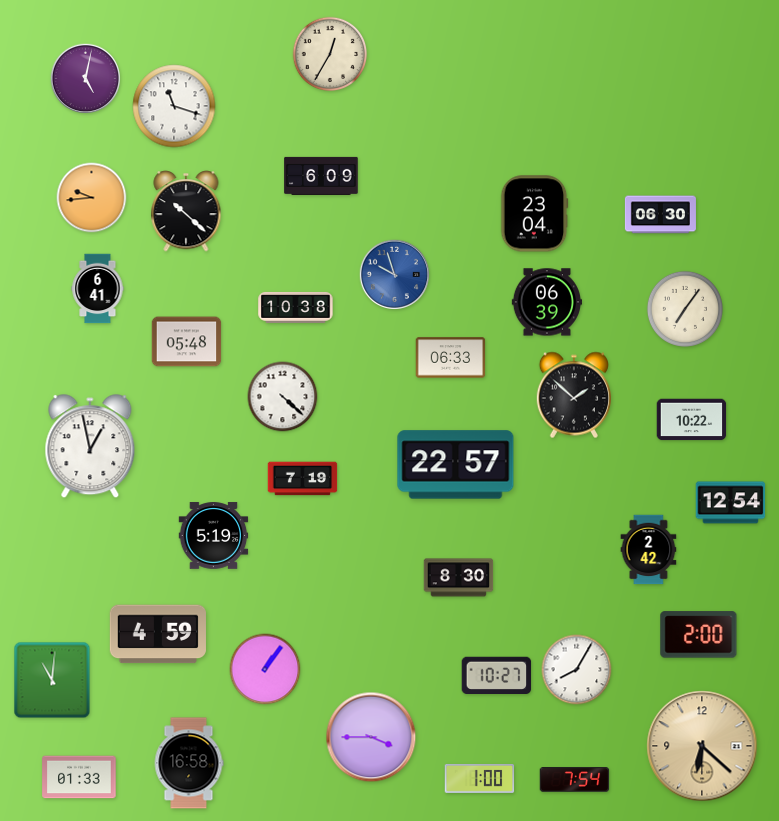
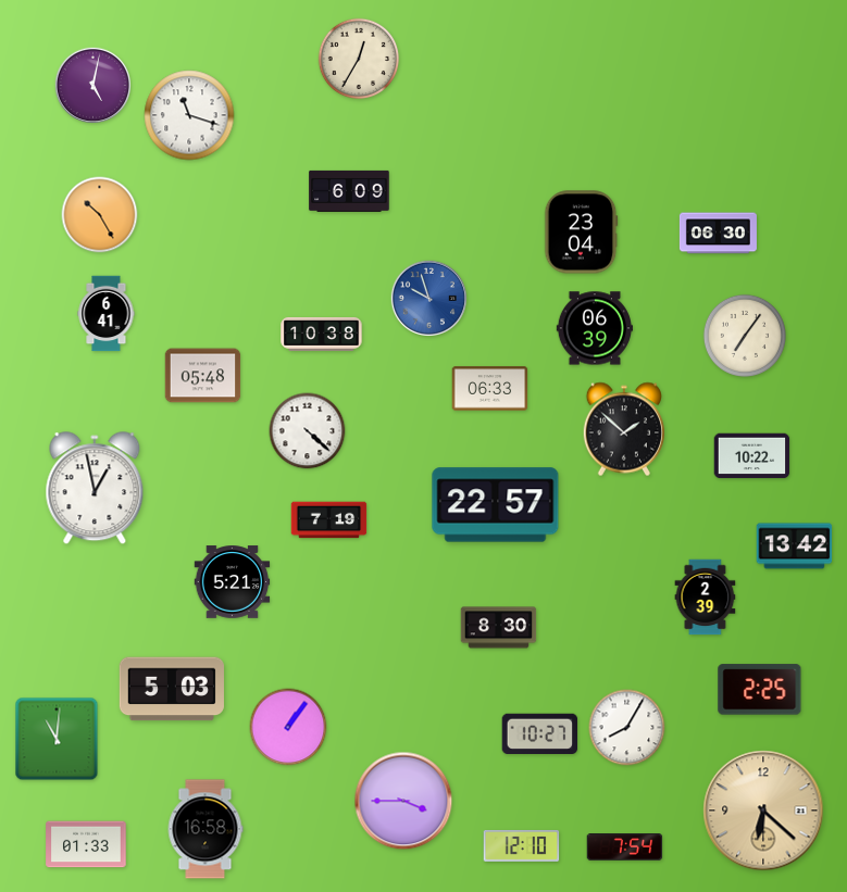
clock at (92, 198): 9:44 -> 10:25
clock at (186, 211): 10:22 -> none
clock at (187, 342) position: (187, 342) -> (203, 376)
clock at (90, 447) position: (90, 447) -> (95, 489)
clock at (731, 503): 12:54 -> 13:42
clock at (214, 536): 5:19 -> 5:21
clock at (649, 550): 2:42 -> 2:39
clock at (158, 634): 4:59 -> 5:03
clock at (699, 635): 2:00 -> 2:25
clock at (480, 778): 1:00 -> 12:10
